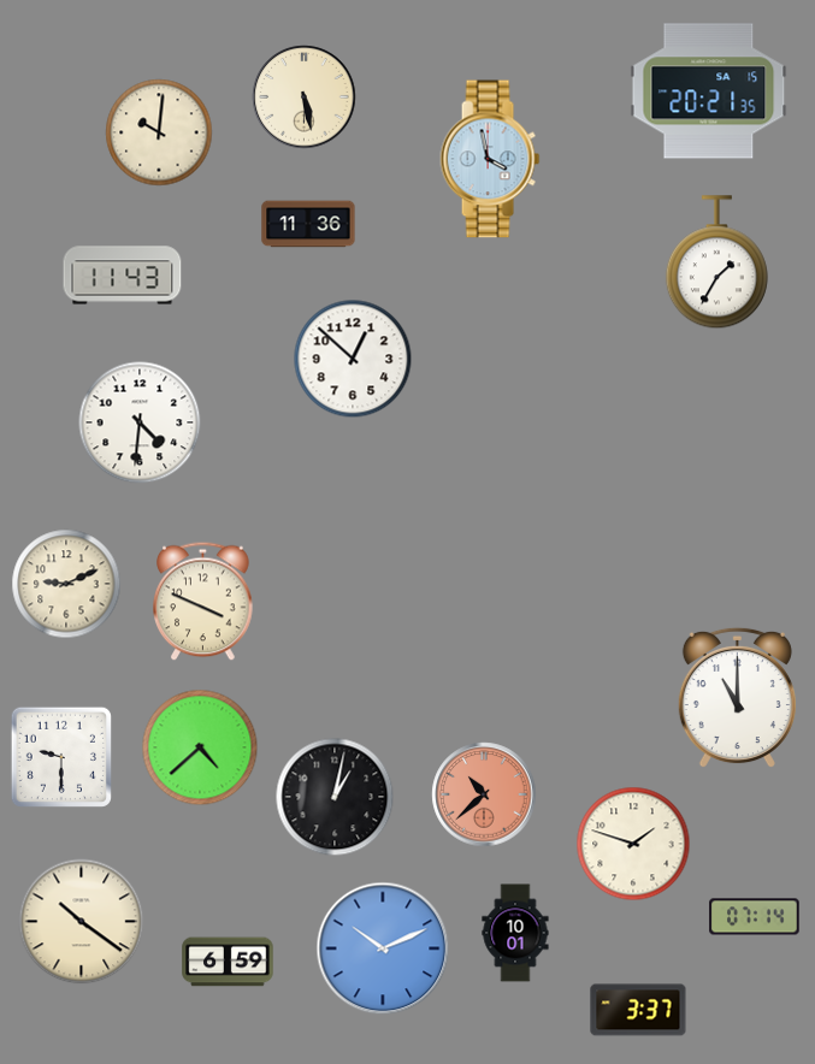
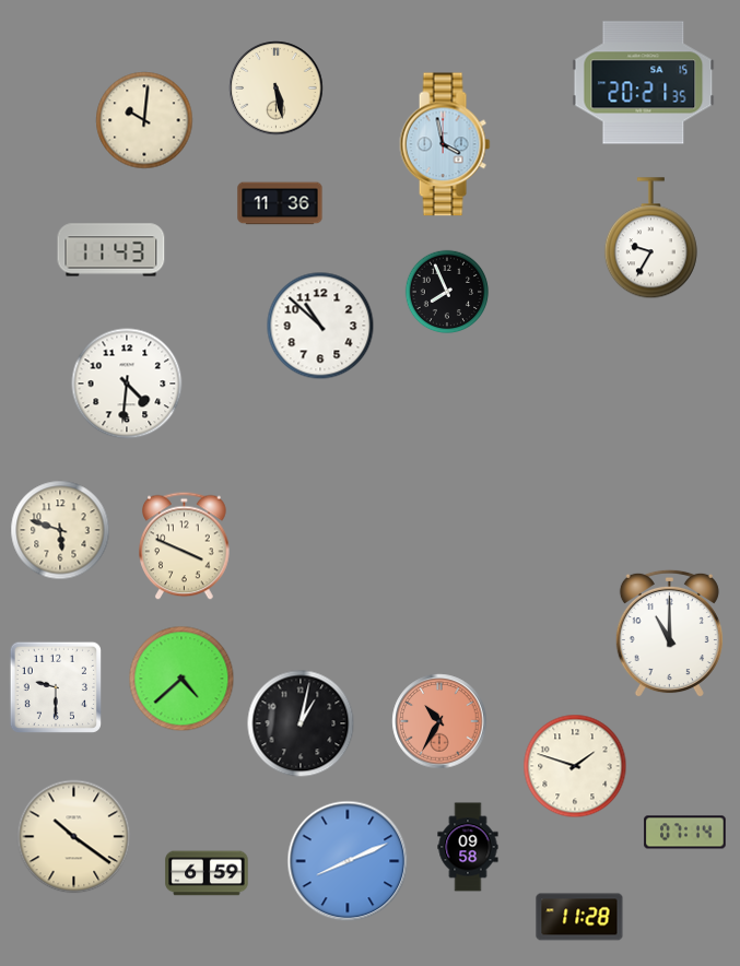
clock at (716, 262): 1:35 -> 9:35
clock at (447, 292): none -> 7:56
clock at (353, 359): 12:52 -> 10:52
clock at (66, 584): 9:11 -> 5:48
clock at (484, 794): 10:38 -> 10:35
clock at (335, 797) position: (335, 797) -> (301, 723)
clock at (515, 933): 10:01 -> 09:58
clock at (383, 948): 10:11 -> 8:11
clock at (638, 1010): 3:37 -> 11:28
